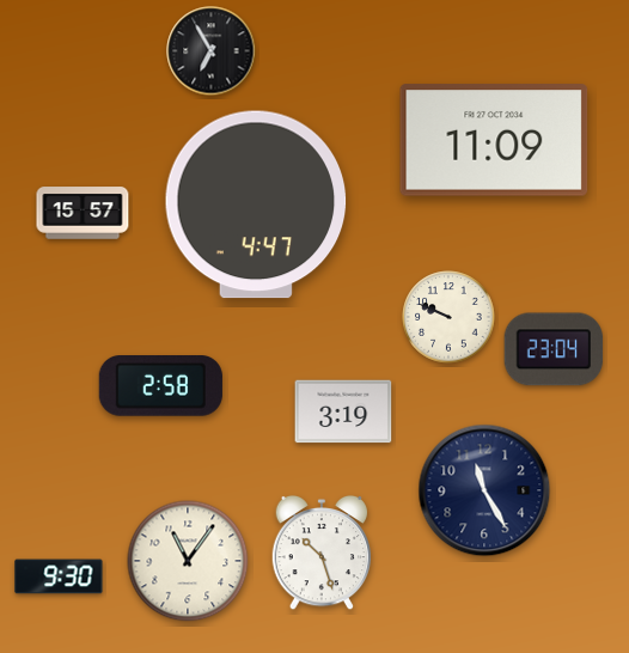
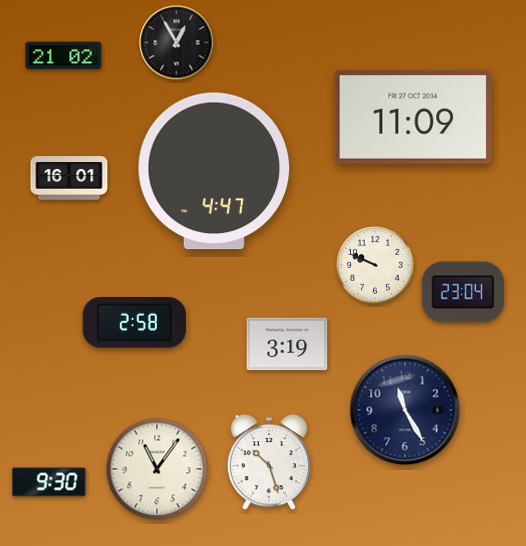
clock at (212, 51): 6:55 -> 12:55
clock at (64, 56): none -> 21:02
clock at (83, 213): 15:57 -> 16:01
